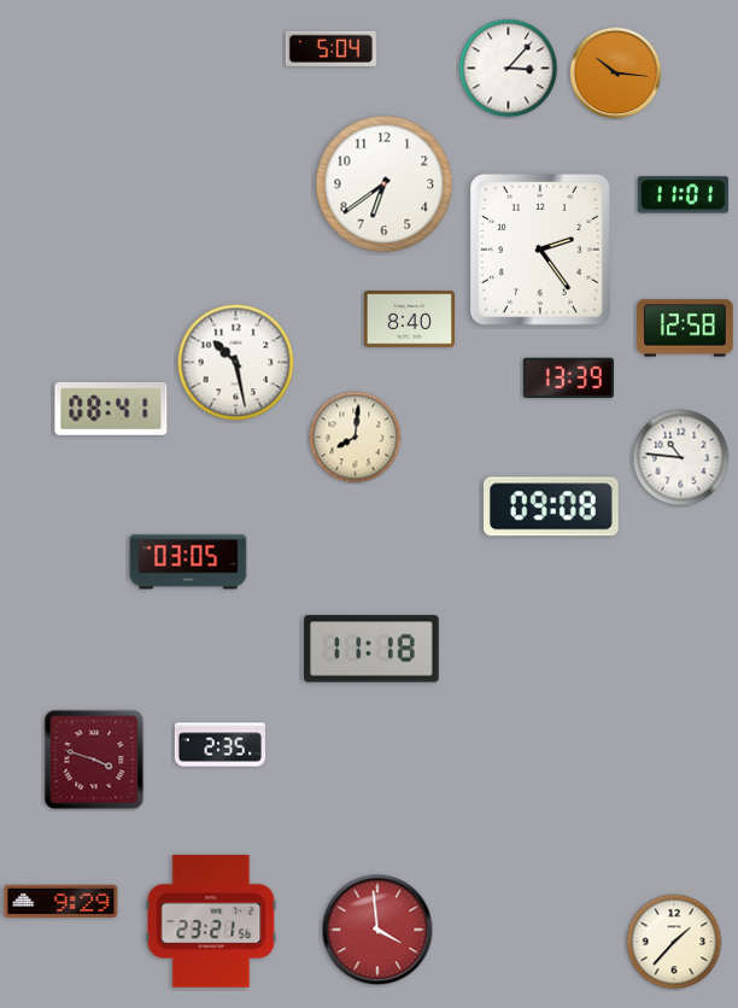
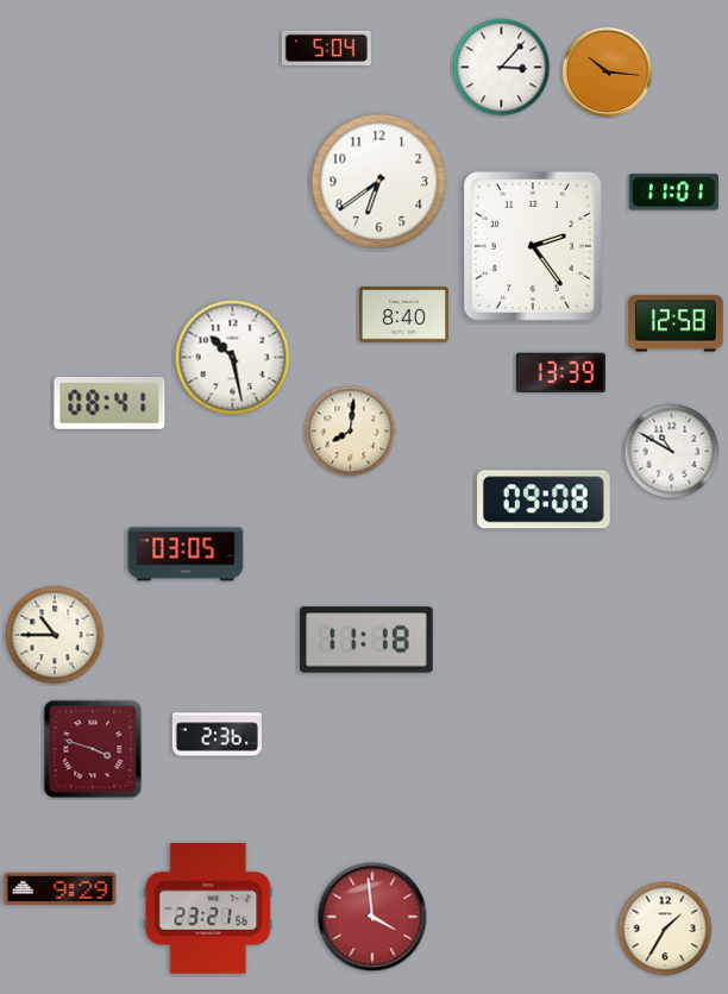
clock at (681, 458): 10:46 -> 10:50
clock at (55, 635): none -> 10:45
clock at (219, 745): 2:35 -> 2:36
clock at (674, 942): 1:37 -> 1:35
